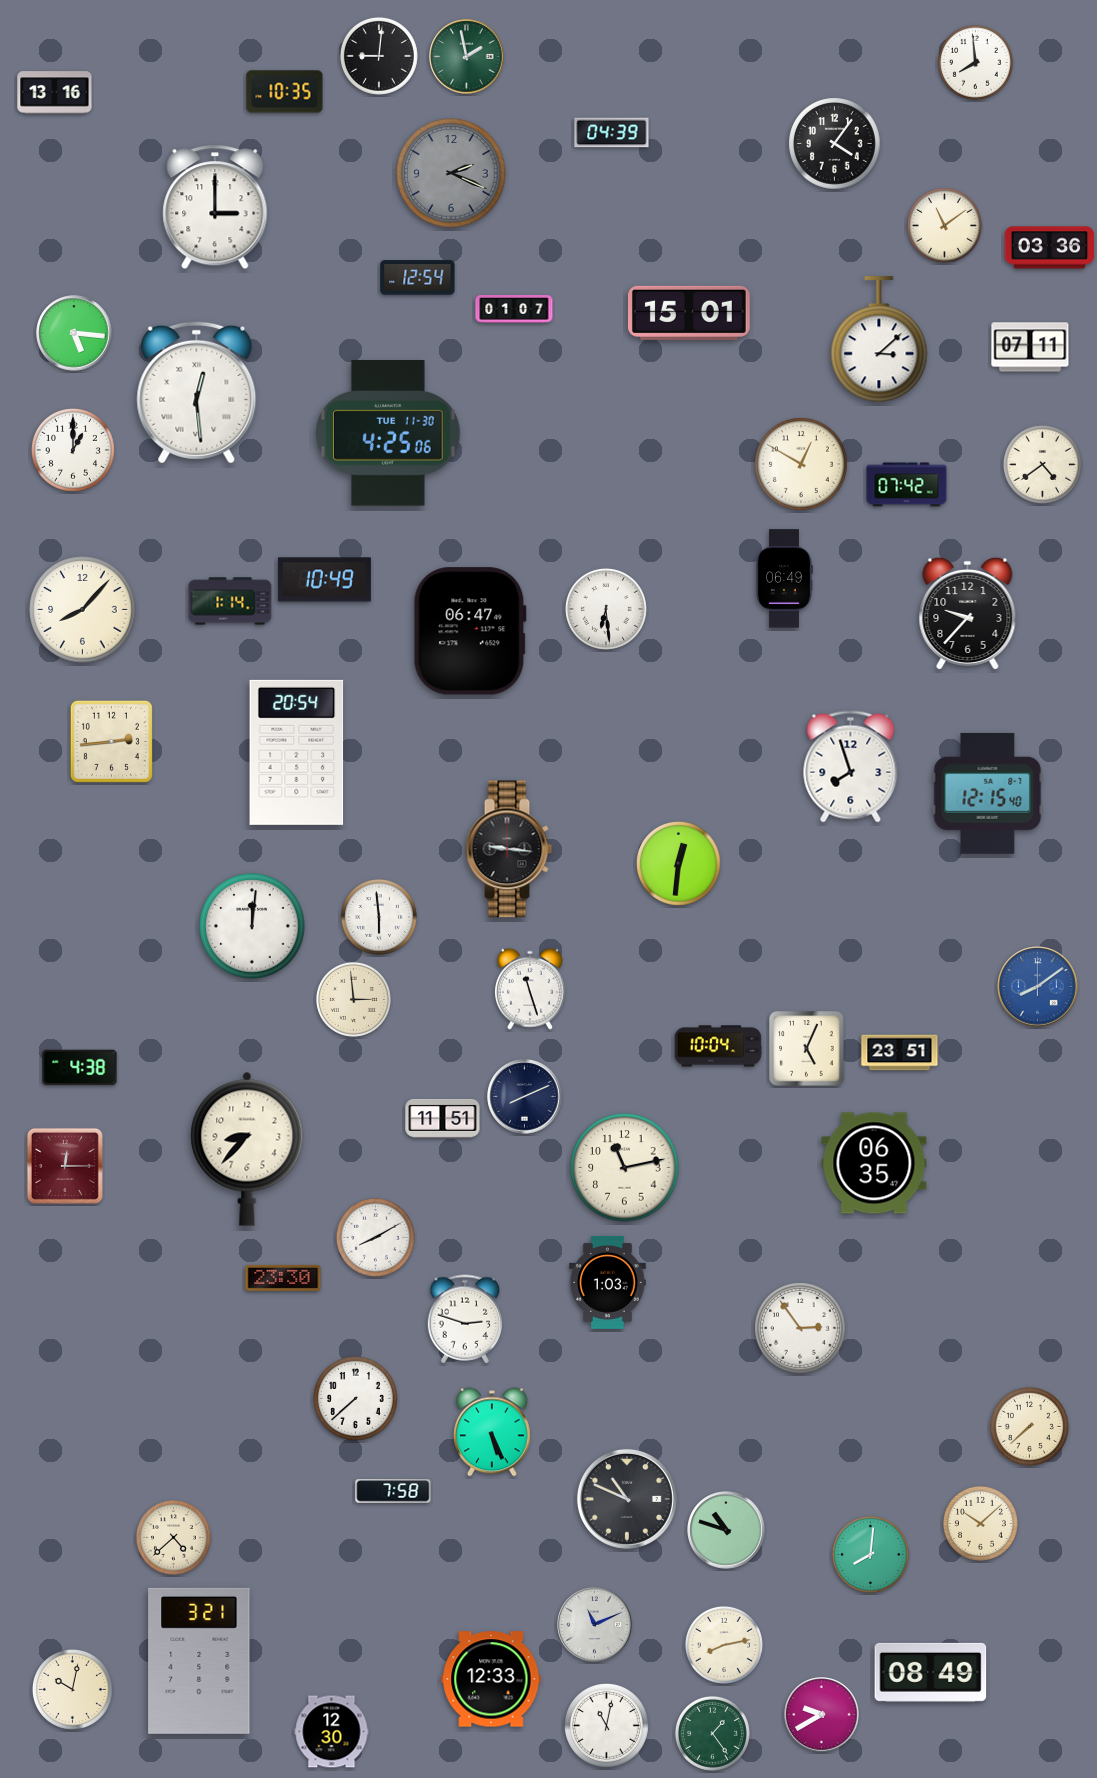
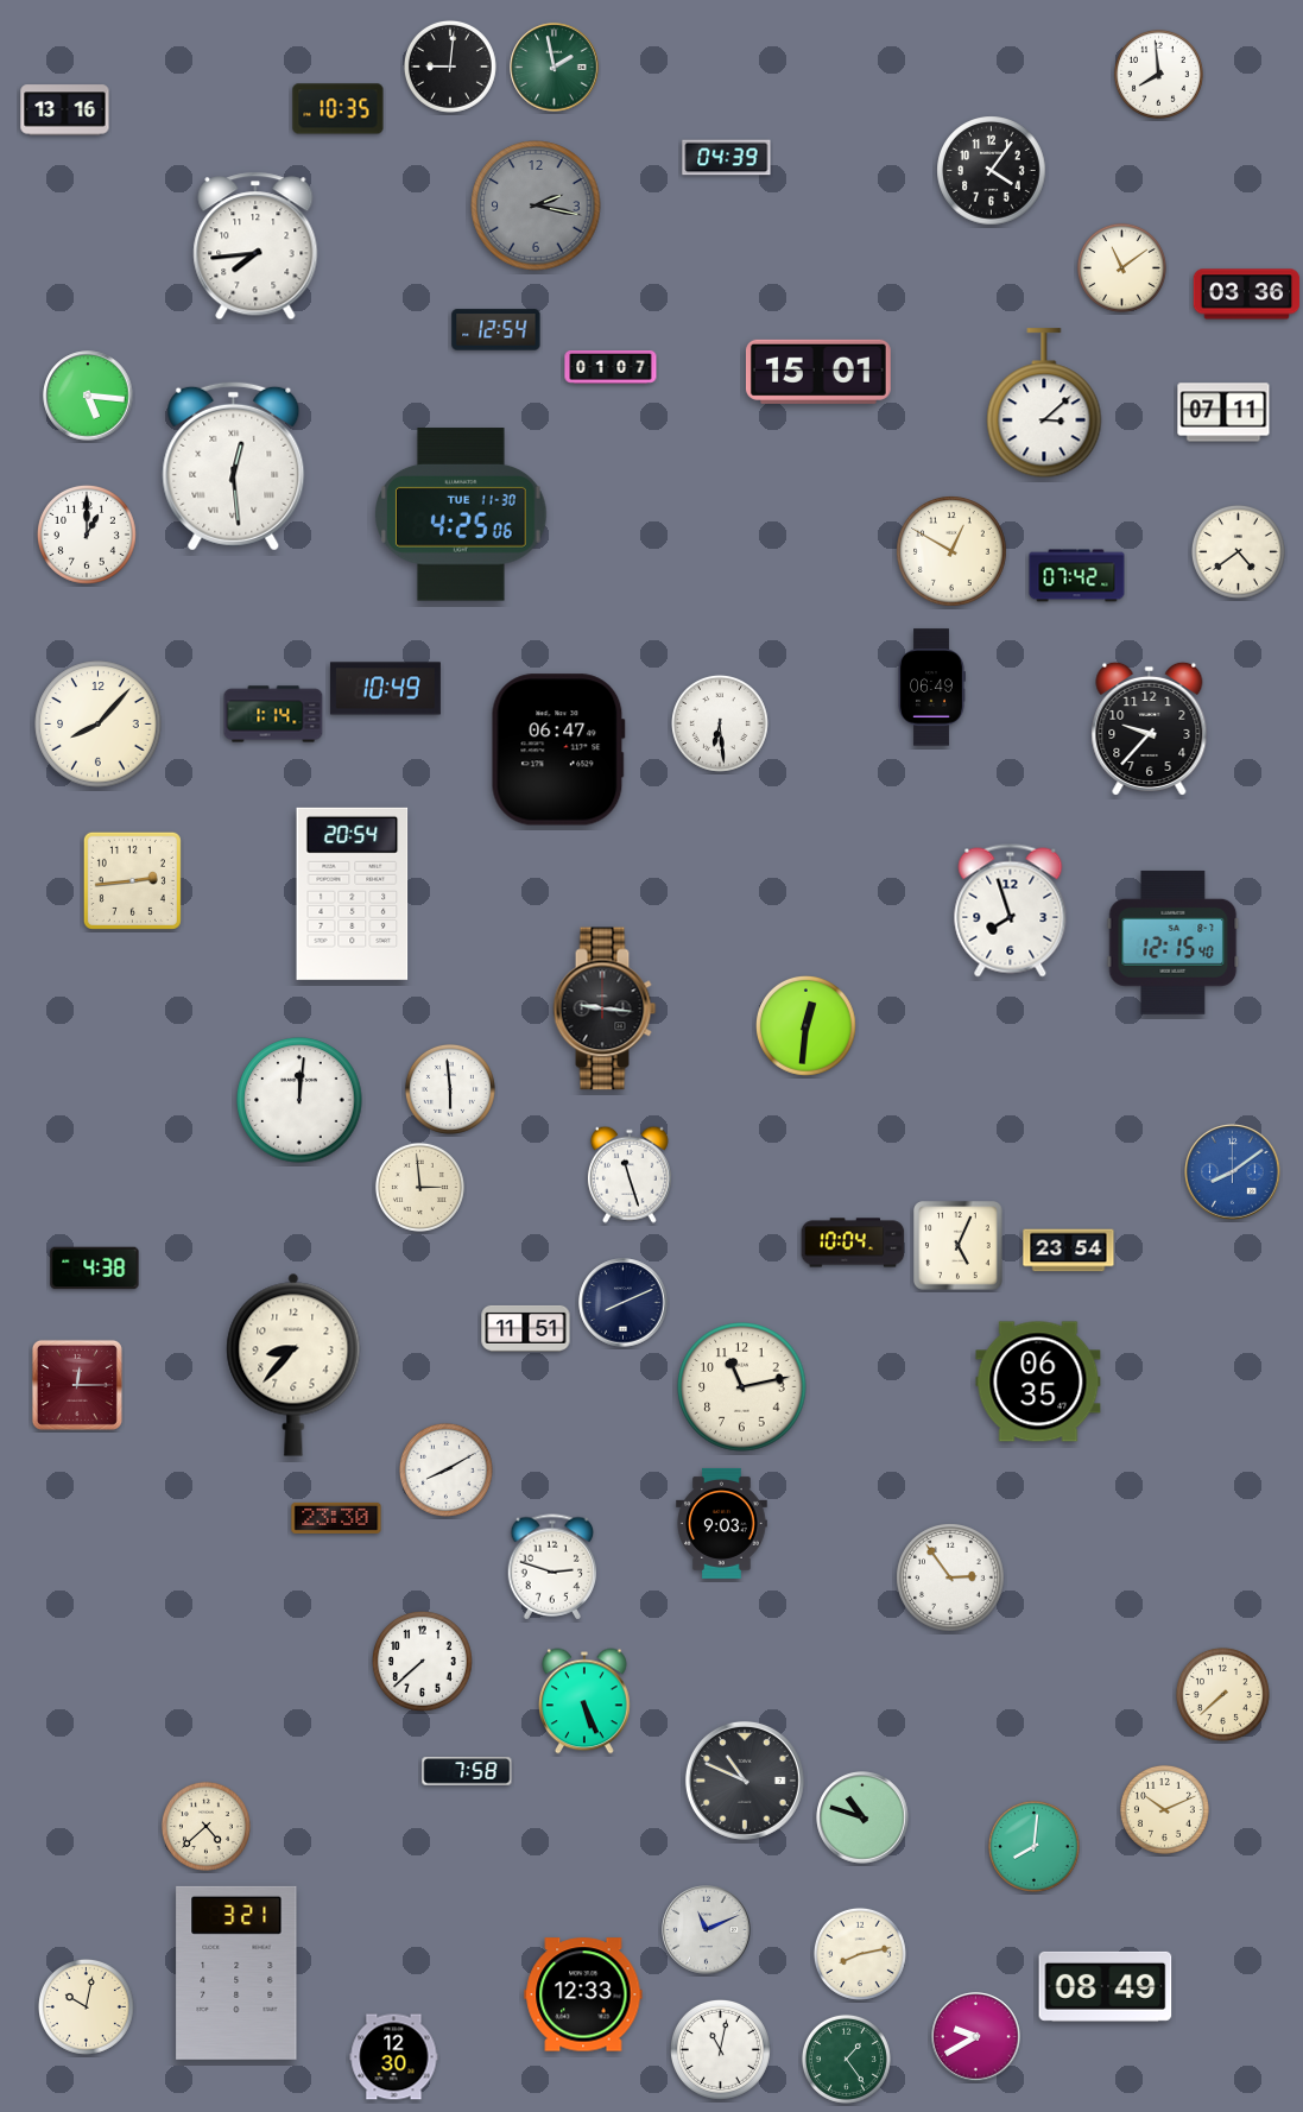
clock at (451, 173): 2:19 -> 2:17
clock at (215, 207): 3:00 -> 7:44
clock at (900, 1053): 23:51 -> 23:54
clock at (608, 1282): 1:03 -> 9:03
clock at (980, 1523): 10:08 -> 10:11
